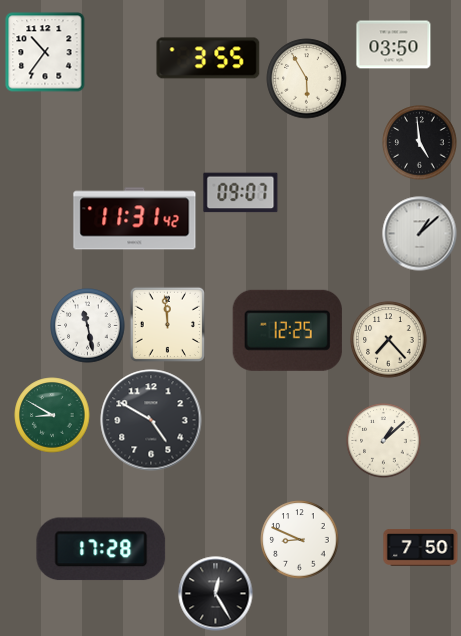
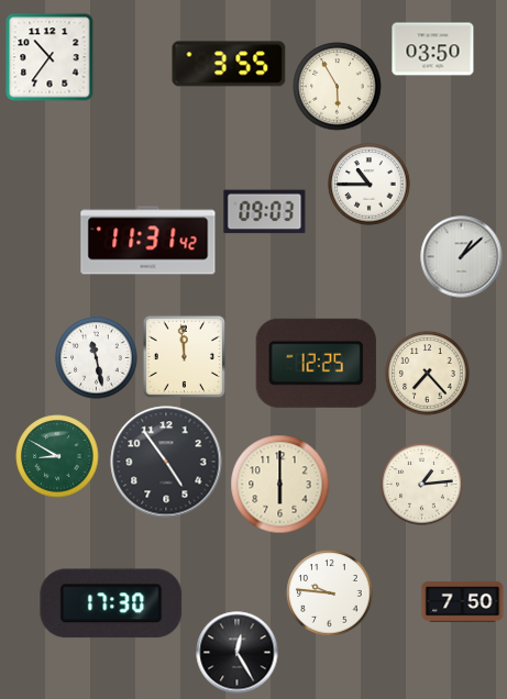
clock at (420, 143): 4:59 -> none
clock at (370, 185): none -> 10:45
clock at (241, 193): 09:07 -> 09:03
clock at (151, 420): 4:50 -> 4:54
clock at (280, 485): none -> 6:00
clock at (384, 441): 1:08 -> 1:14
clock at (300, 540): 8:49 -> 9:46
clock at (101, 549): 17:28 -> 17:30
